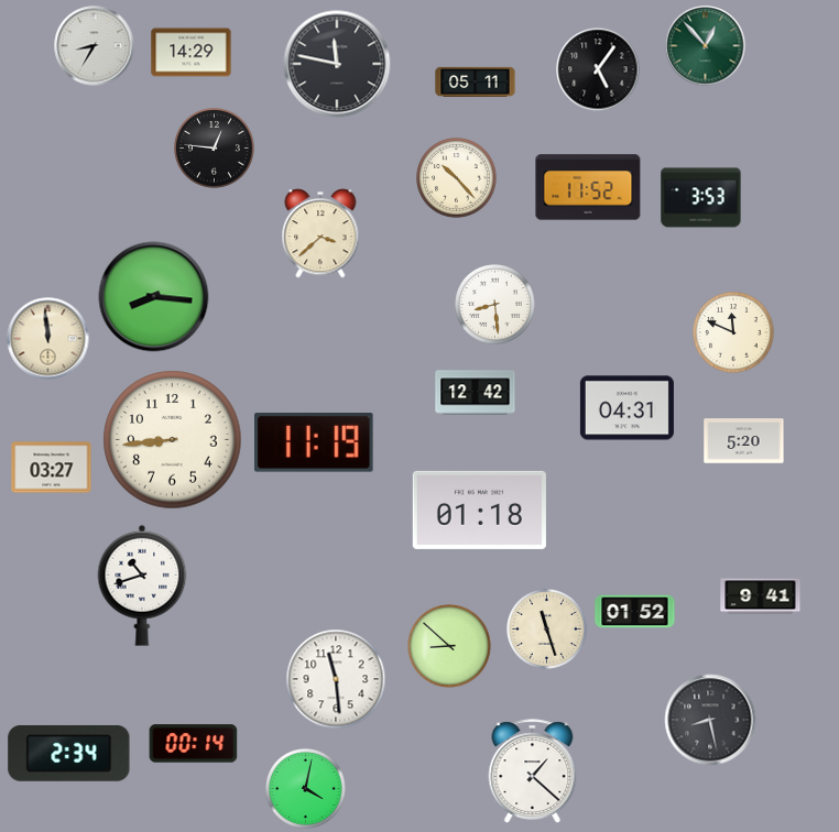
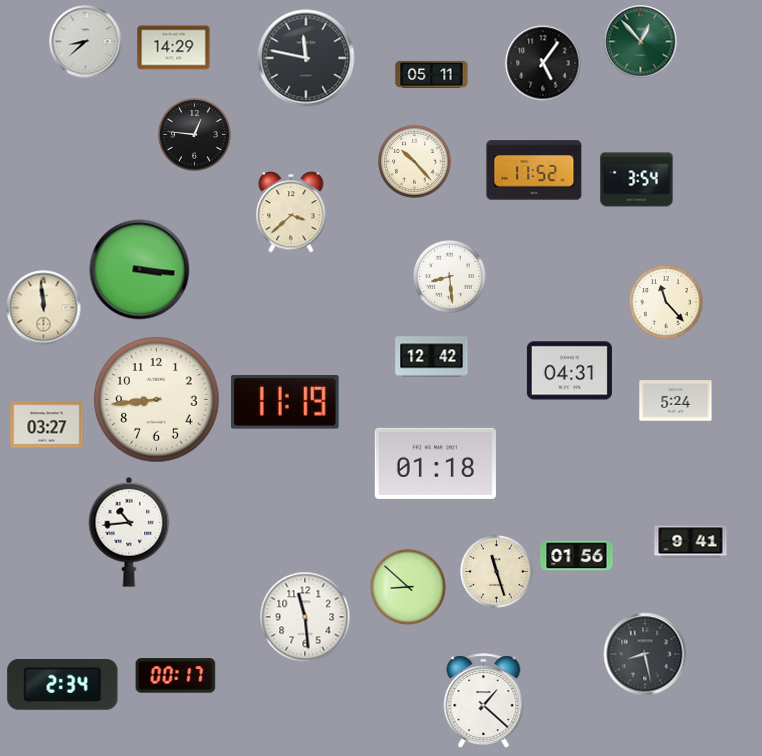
clock at (95, 46): 8:35 -> 8:38
clock at (701, 198): 3:53 -> 3:54
clock at (154, 297): 8:16 -> 3:16
clock at (733, 332): 11:49 -> 11:23
clock at (744, 441): 5:20 -> 5:24
clock at (142, 585): 10:42 -> 10:44
clock at (635, 612): 01:52 -> 01:56
clock at (194, 744): 00:14 -> 00:17
clock at (306, 789): 4:02 -> none
